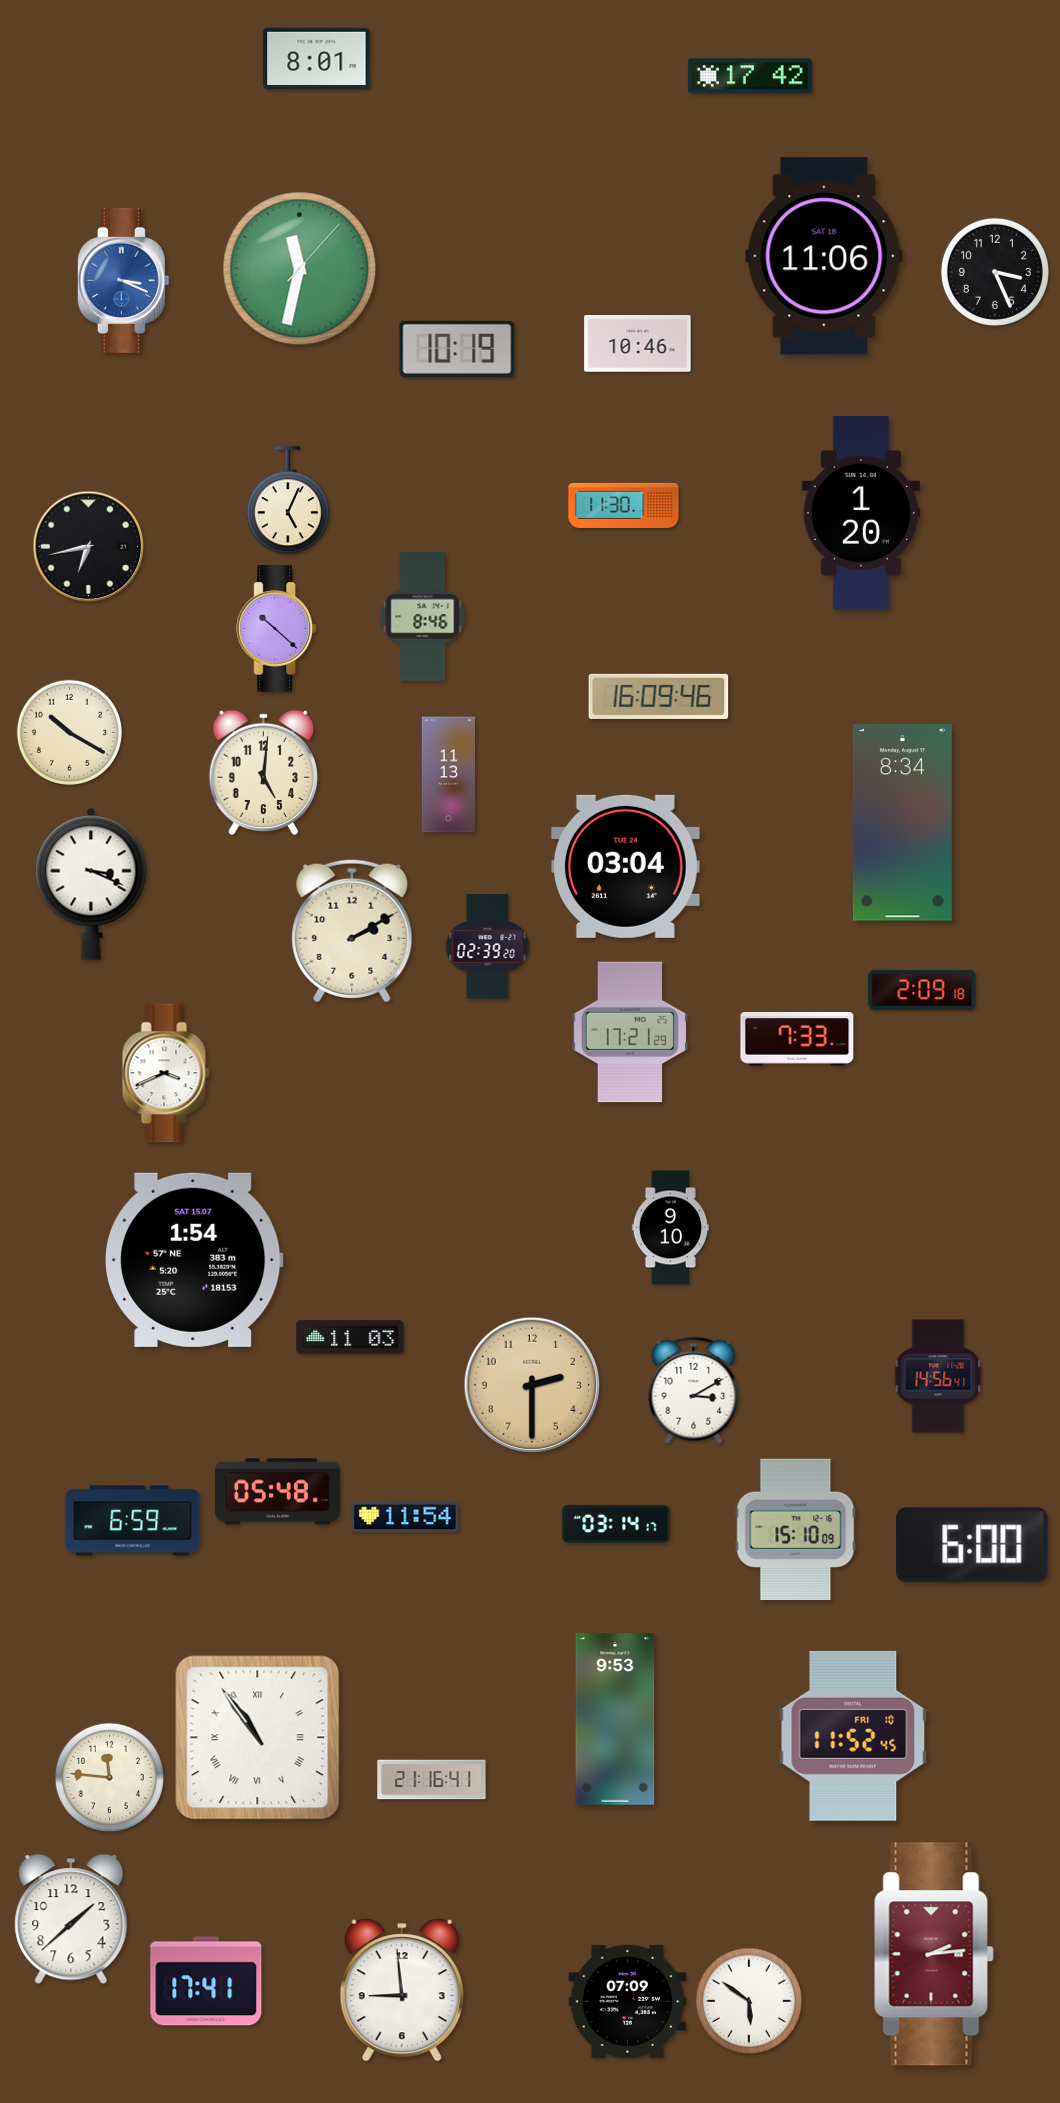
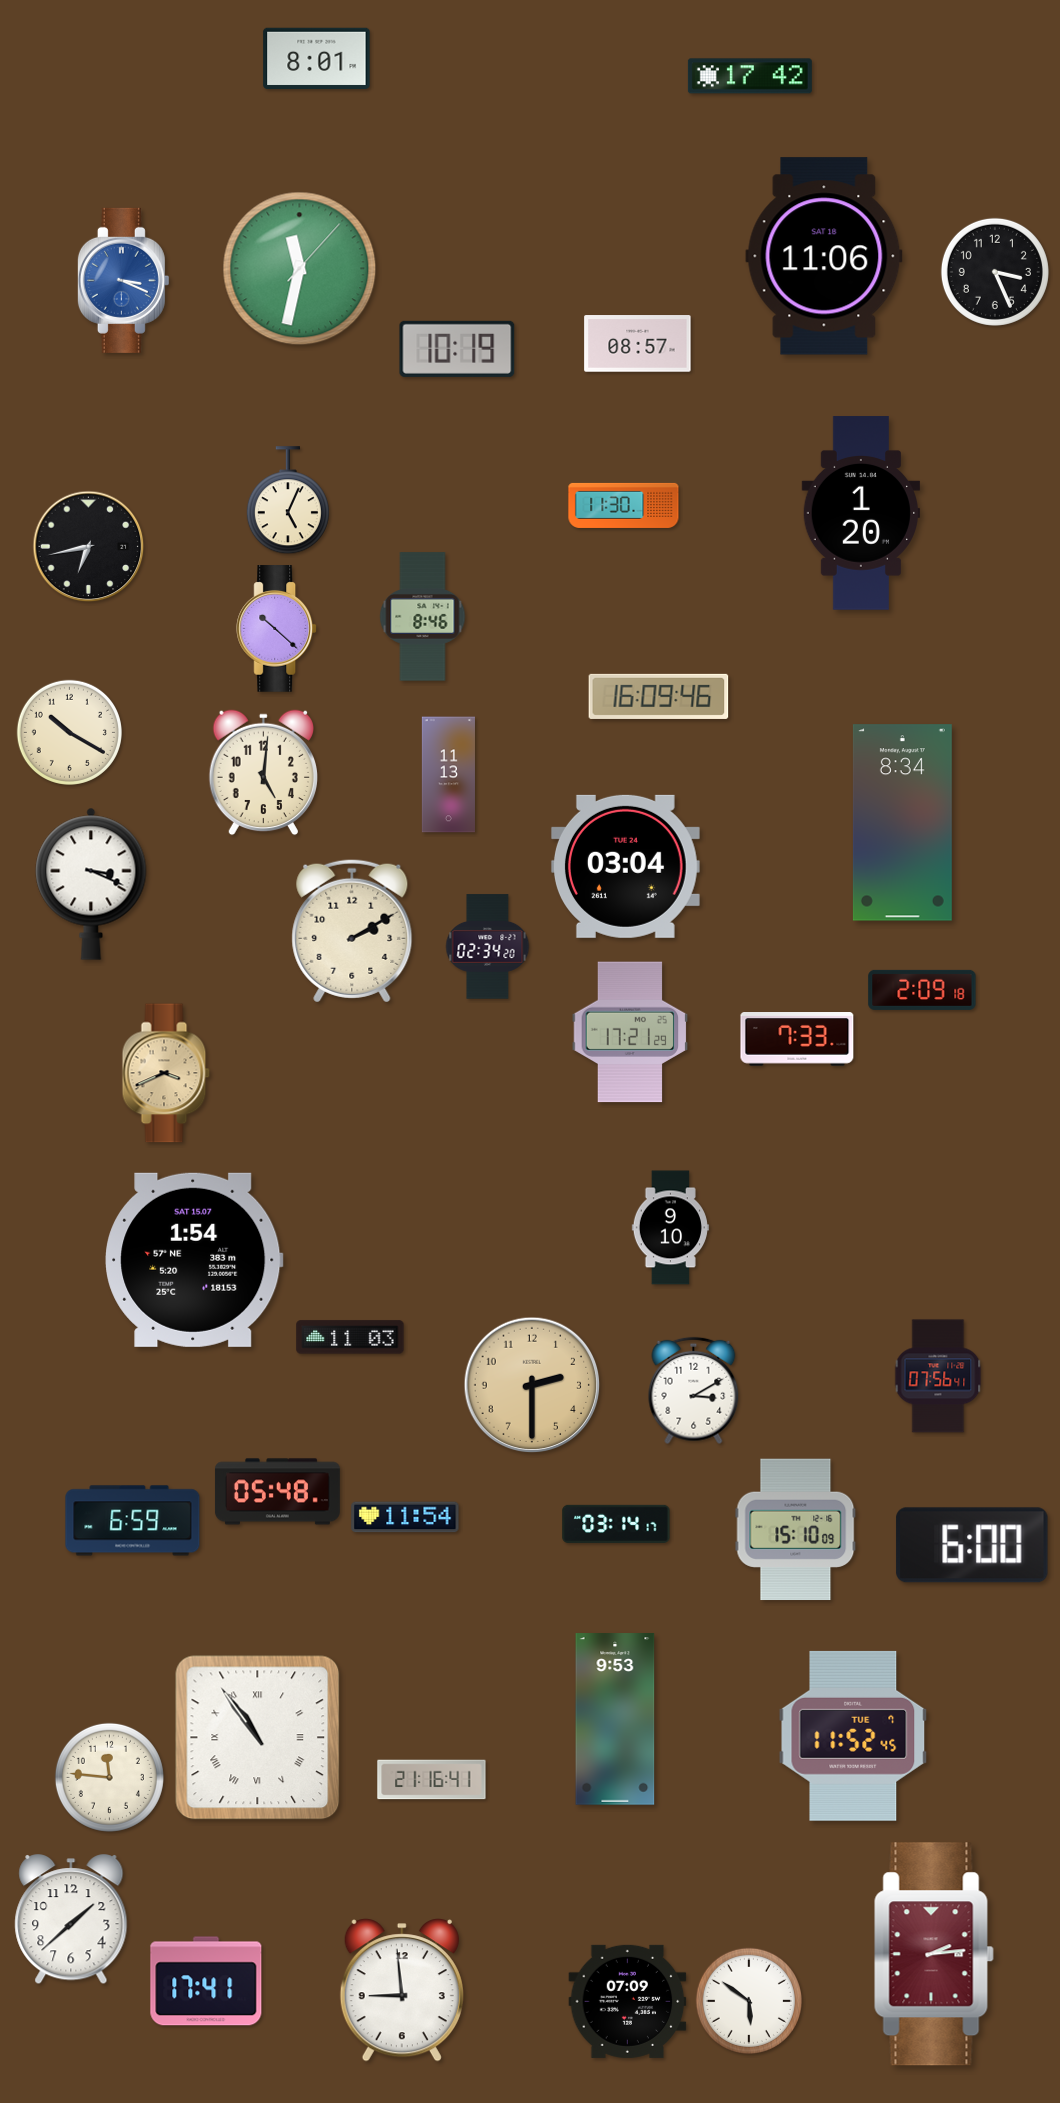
clock at (638, 344): 10:46 -> 08:57
clock at (488, 947): 02:39 -> 02:34
clock at (166, 1073) dial: white -> champagne
clock at (938, 1376): 14:56 -> 07:56
clock at (853, 1736) date: FRI 10 -> TUE 7
